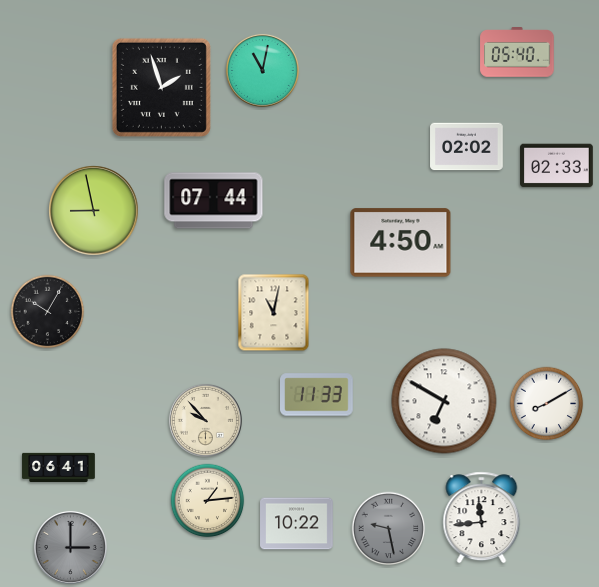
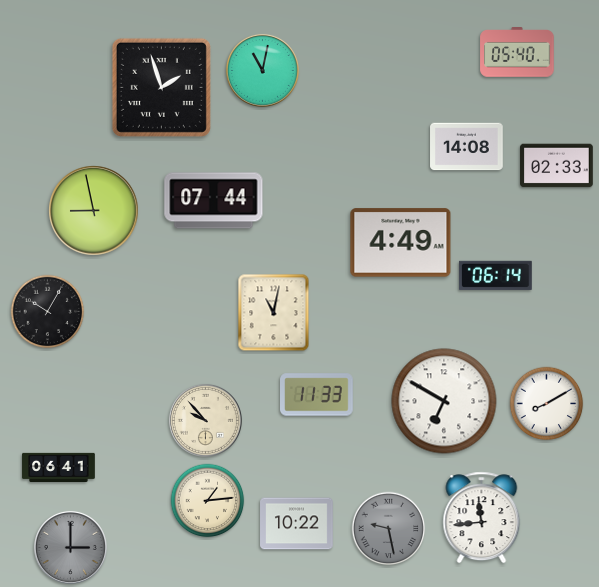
clock at (467, 147): 02:02 -> 14:08
clock at (401, 243): 4:50 -> 4:49
clock at (495, 275): none -> 06:14
